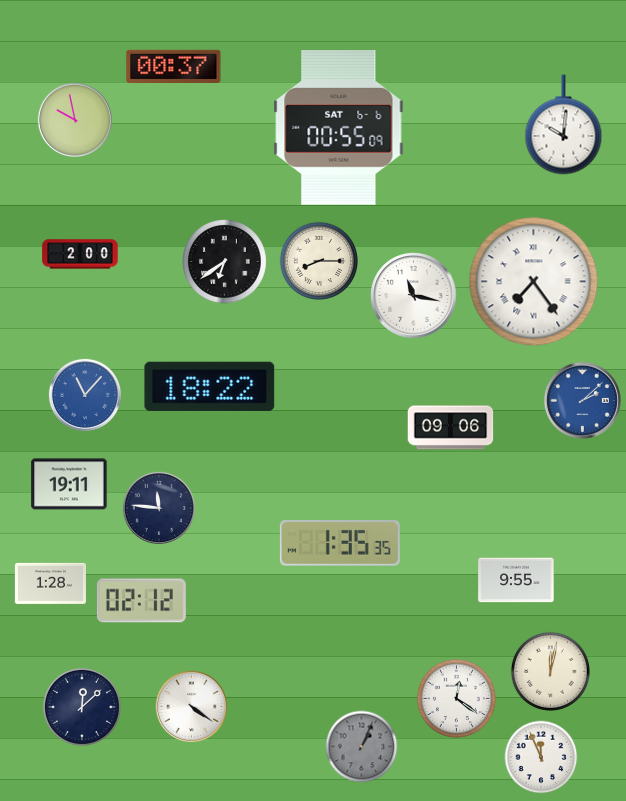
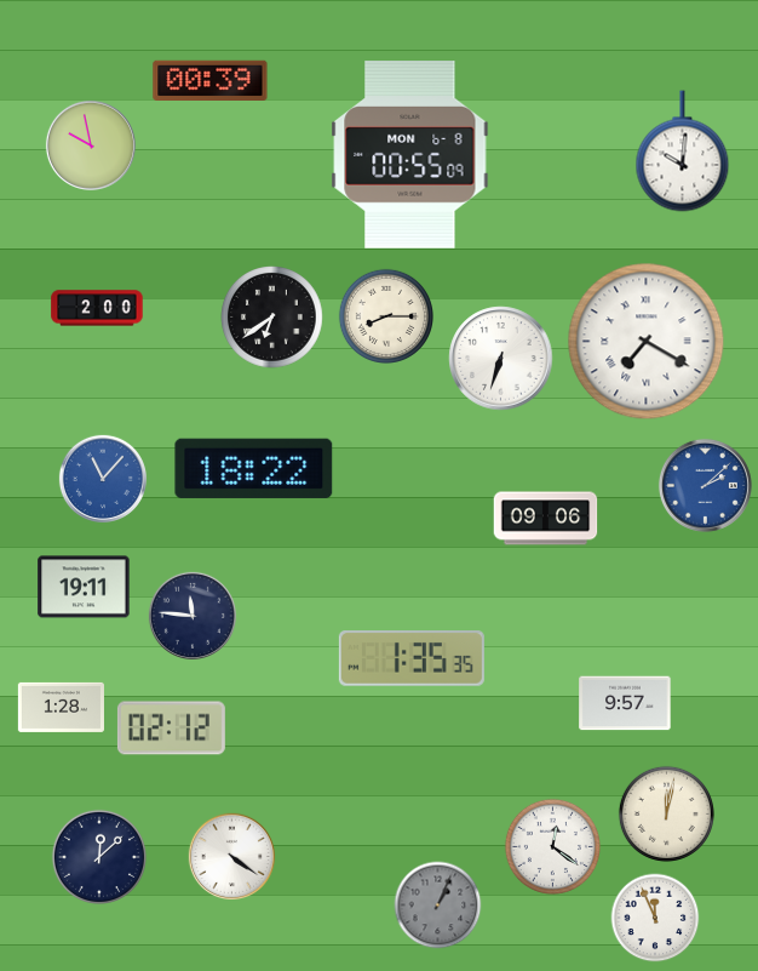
clock at (174, 66): 00:37 -> 00:39
clock at (339, 128) date: SAT 6-6 -> MON 6-8
clock at (534, 282): 7:24 -> 7:20
clock at (414, 296): 11:17 -> 6:33
clock at (516, 580): 9:55 -> 9:57
